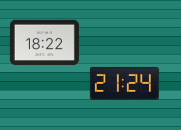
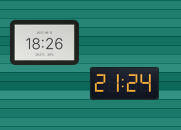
clock at (44, 43): 18:22 -> 18:26
